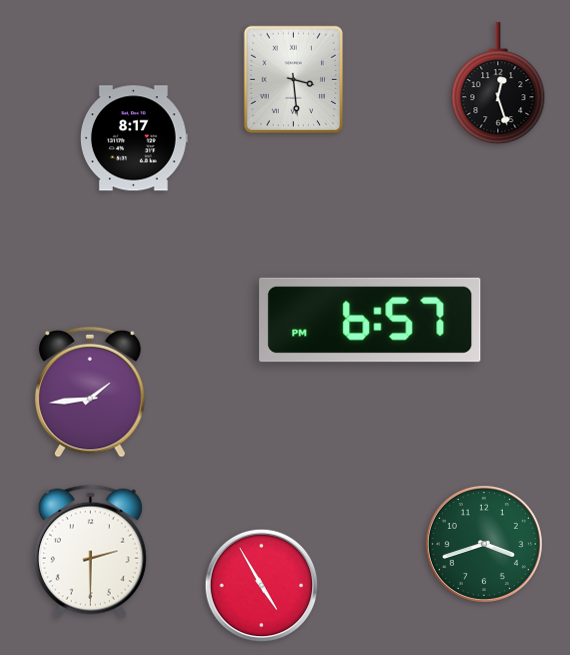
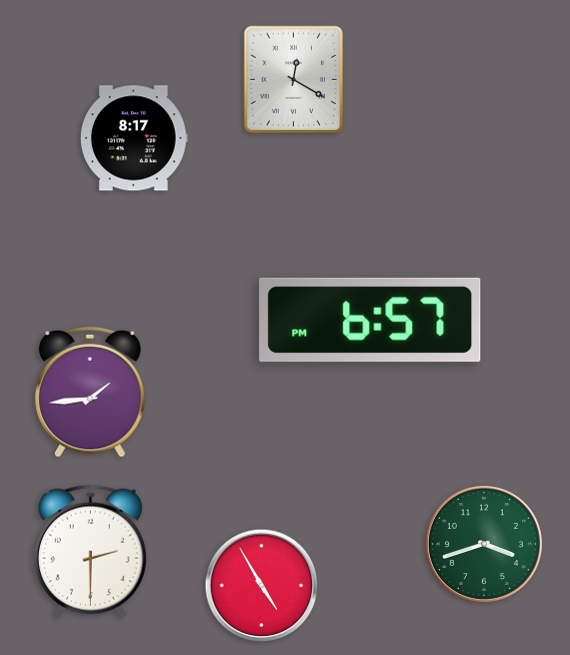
clock at (293, 79): 3:29 -> 12:20
clock at (498, 84): 12:27 -> none
